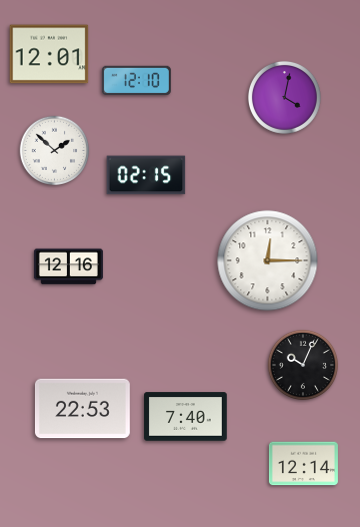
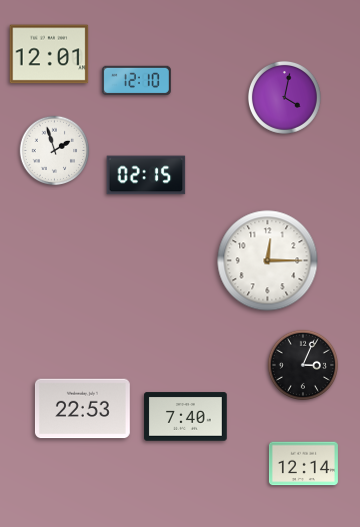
clock at (55, 151): 1:52 -> 1:57
clock at (68, 267): 12:16 -> none
clock at (302, 364): 10:04 -> 3:04
